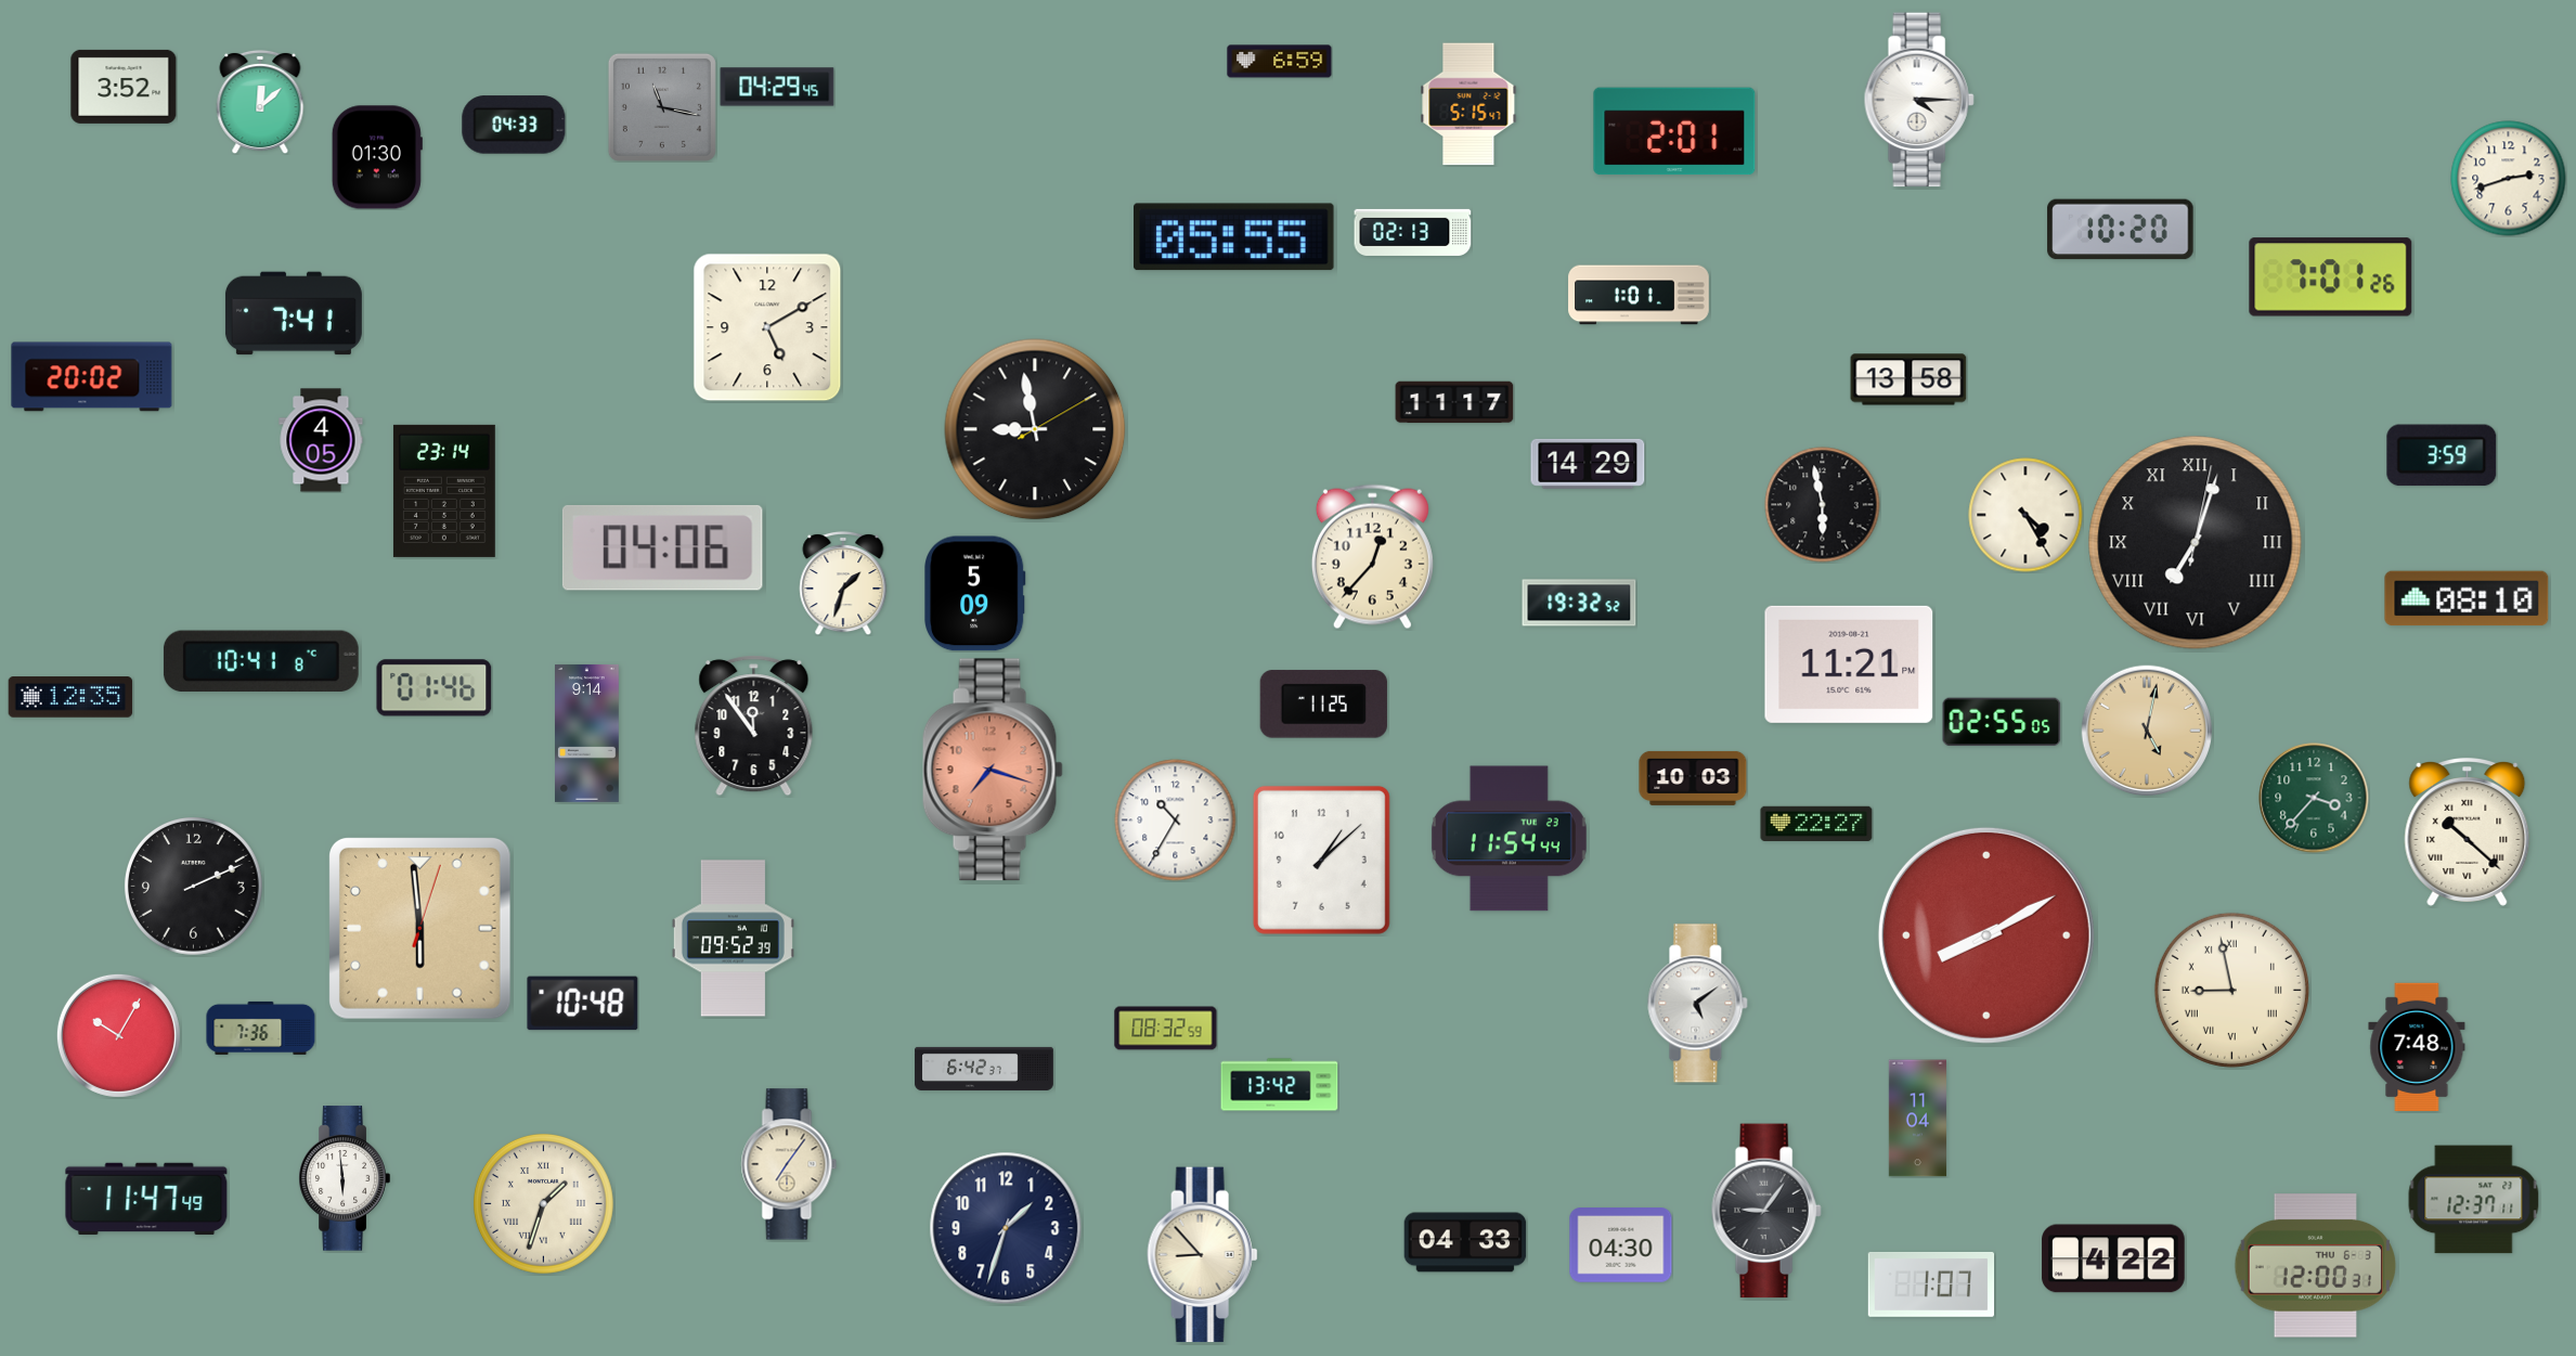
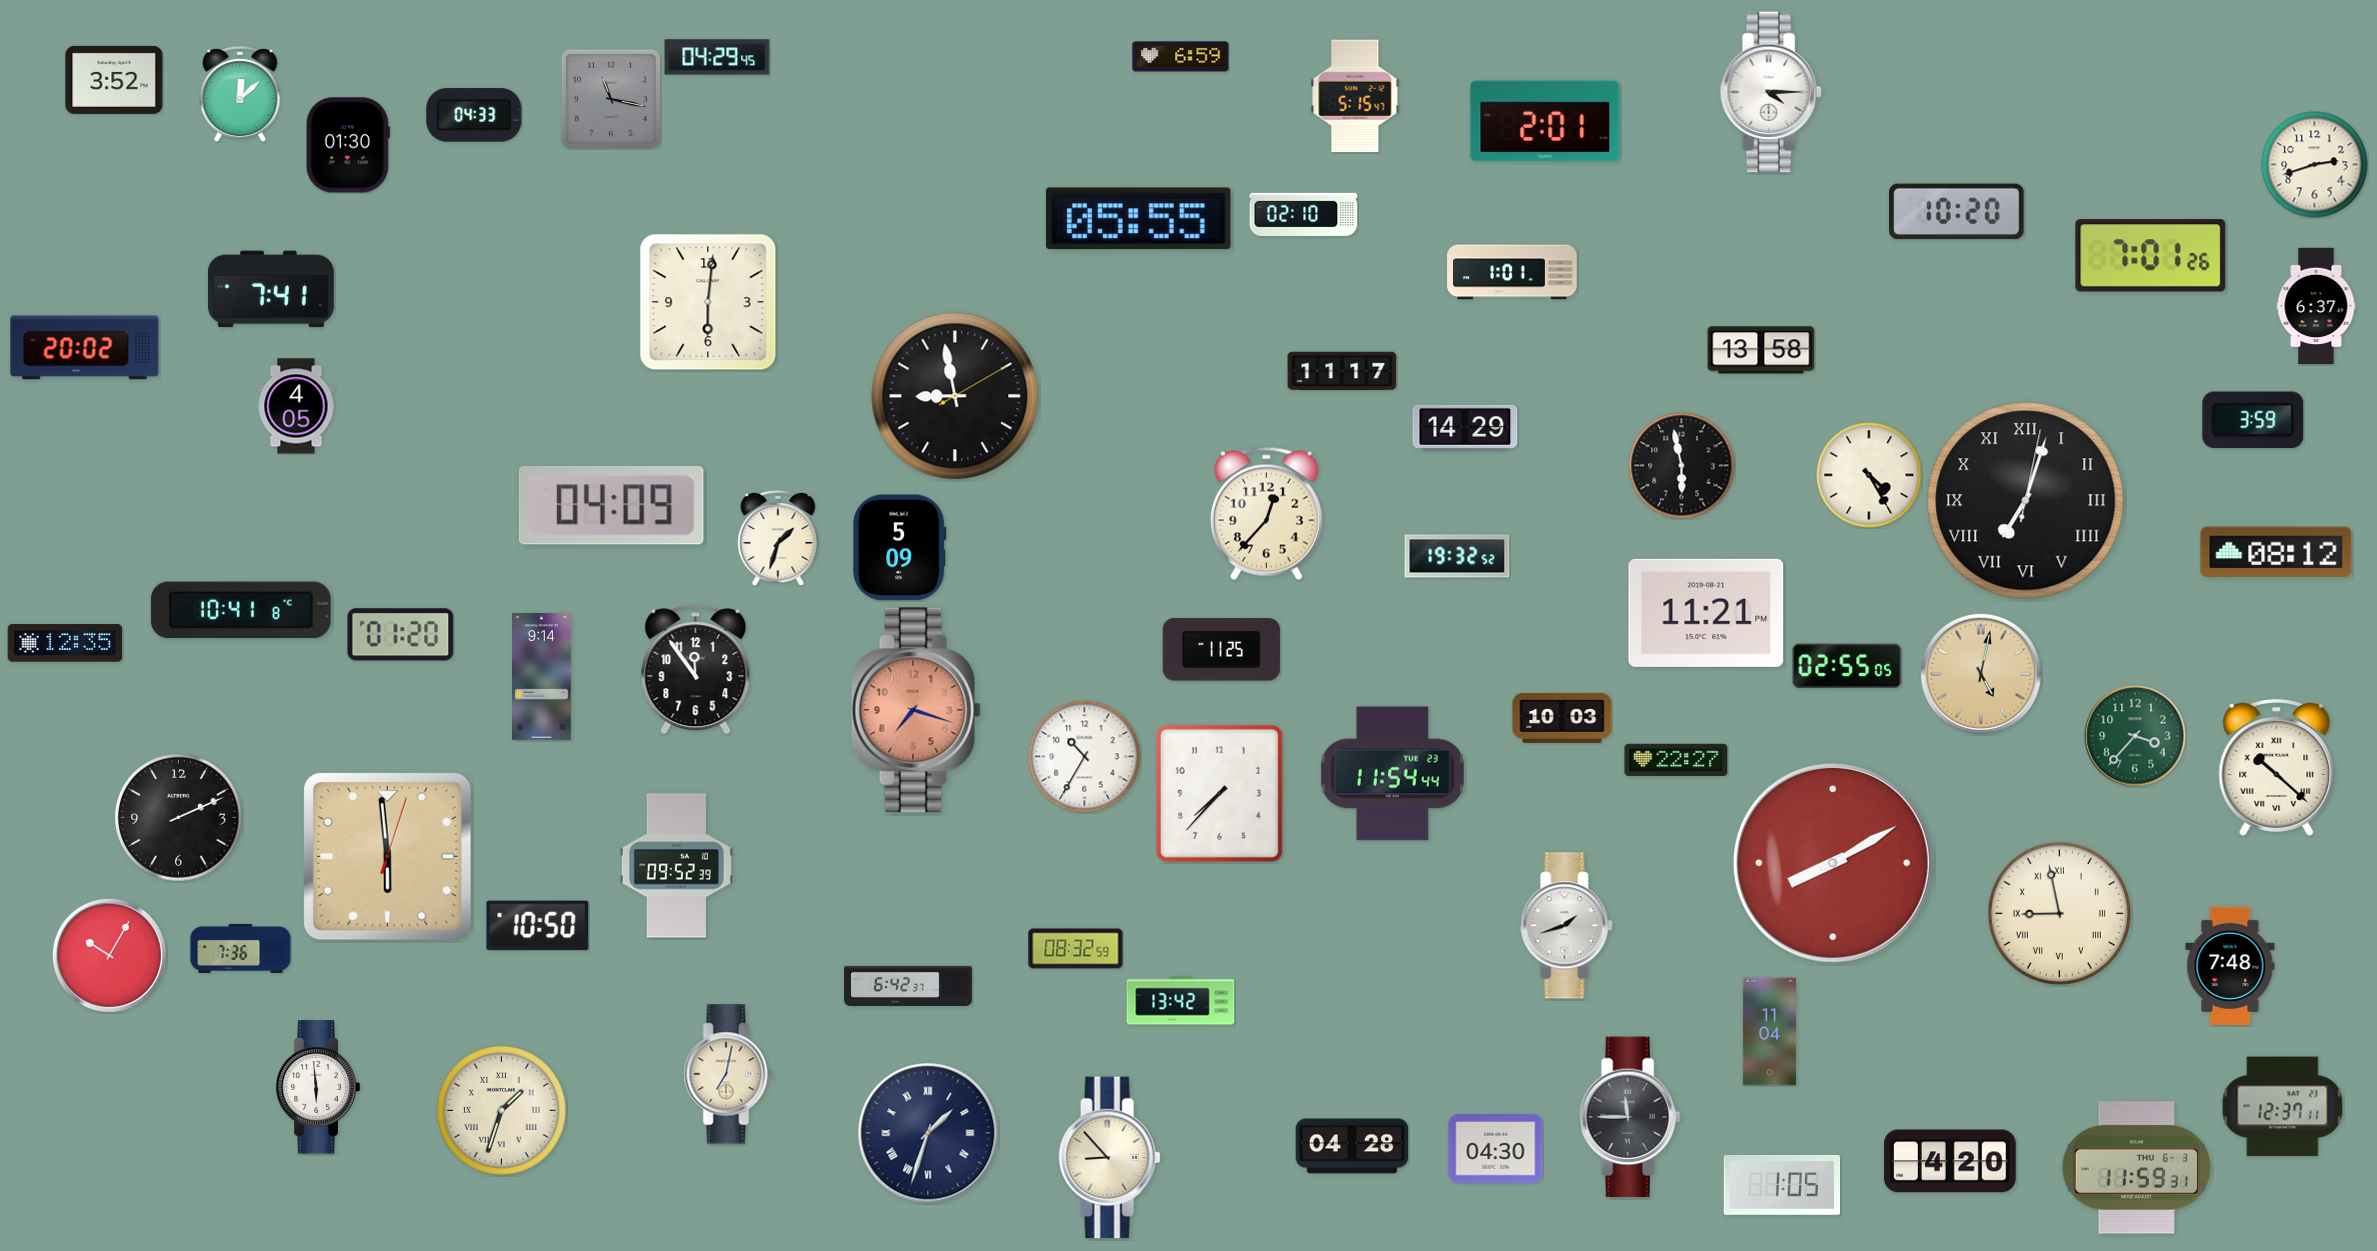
clock at (777, 87) position: (777, 87) -> (717, 57)
clock at (1413, 232): 02:13 -> 02:10
clock at (767, 327): 5:10 -> 6:01
clock at (2316, 306): none -> 6:37
clock at (444, 491): 23:14 -> none
clock at (662, 547): 04:06 -> 04:09
clock at (2467, 598): 08:10 -> 08:12
clock at (435, 688): 01:46 -> 01:20
clock at (1321, 860): 1:08 -> 7:37
clock at (583, 1004): 10:48 -> 10:50
clock at (1698, 1004): 5:09 -> 1:42
clock at (789, 1164): 7:06 -> 7:02
clock at (146, 1199): 11:47 -> none
clock at (1766, 1211): 9:06 -> 11:45
clock at (1006, 1228) numerals: Arabic -> Roman
clock at (1465, 1242): 04:33 -> 04:28
clock at (2113, 1258): 4:22 -> 4:20
clock at (2316, 1266): 12:00 -> 11:59
clock at (1931, 1284): 1:07 -> 1:05
